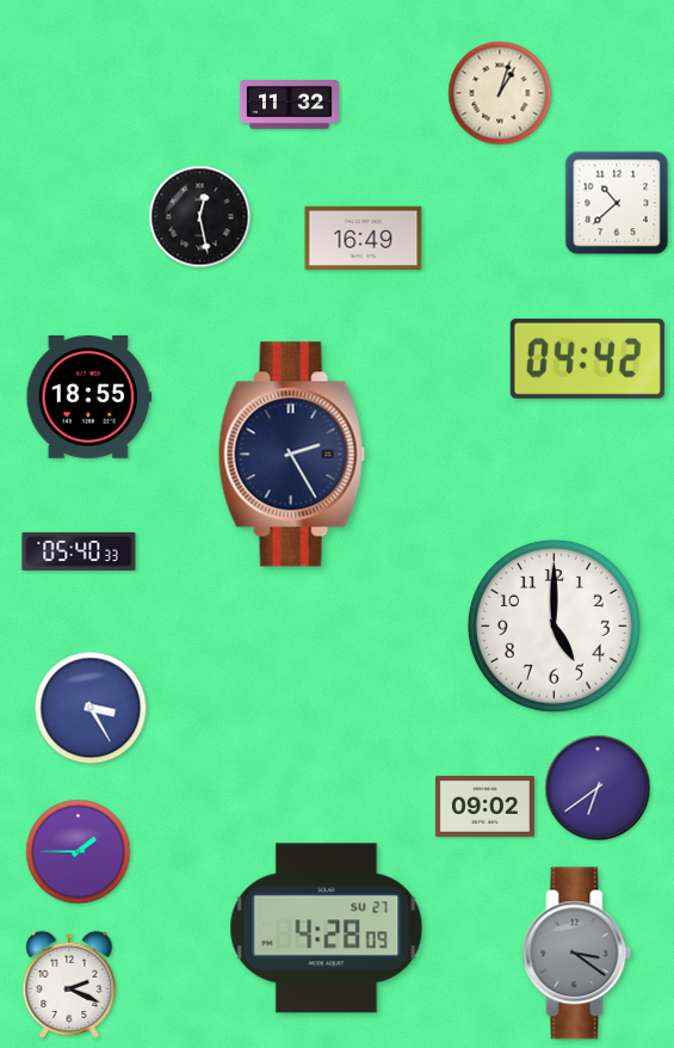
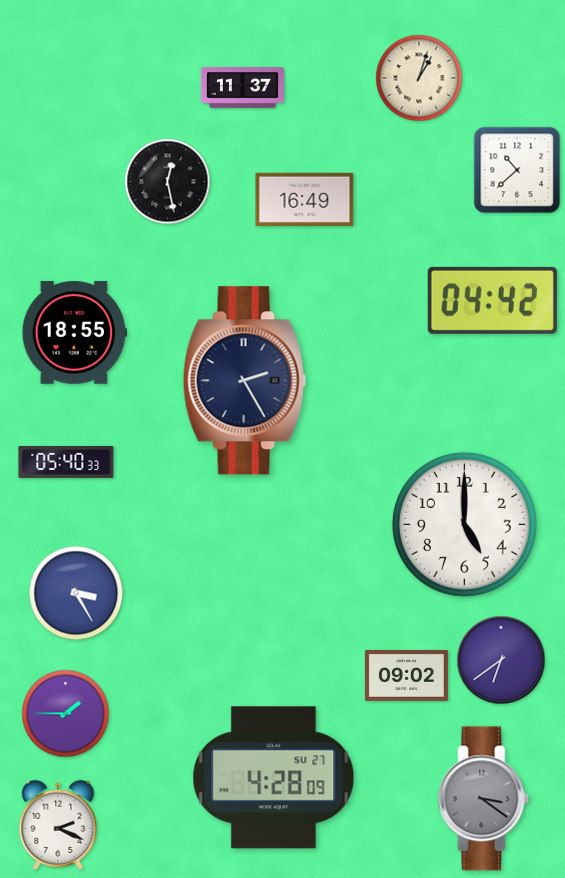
clock at (289, 105): 11:32 -> 11:37
